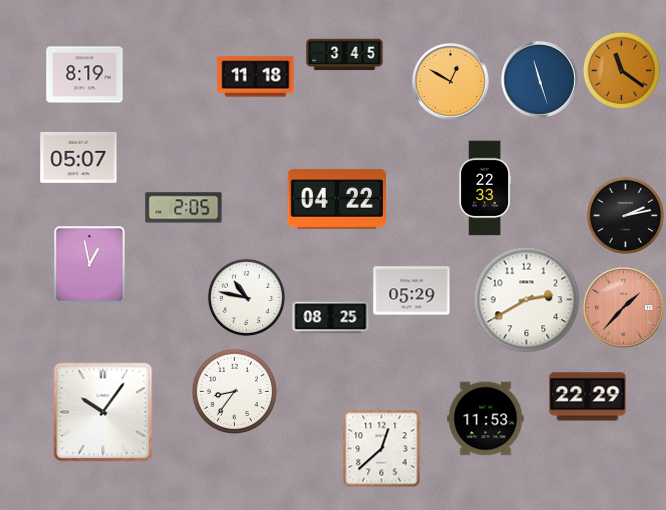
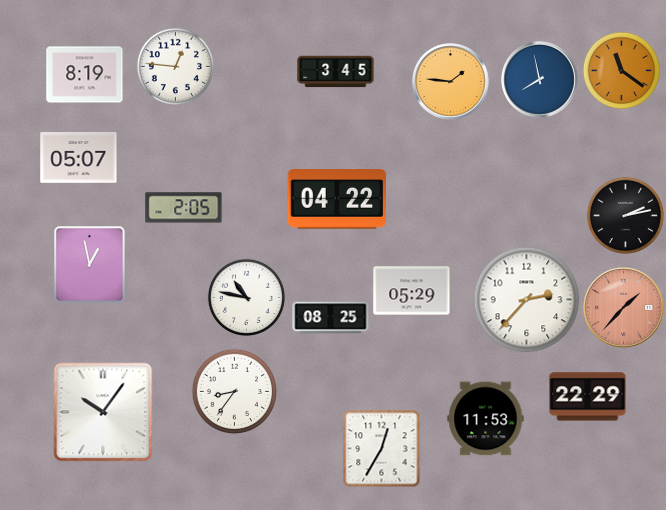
clock at (345, 55) position: (345, 55) -> (336, 72)
clock at (175, 66): none -> 12:46
clock at (256, 77): 11:18 -> none
clock at (540, 80): 11:27 -> 7:58
clock at (451, 82): 12:50 -> 1:46
clock at (484, 188): 22:33 -> none
clock at (527, 300): 2:40 -> 2:37
clock at (381, 448): 12:38 -> 12:35
